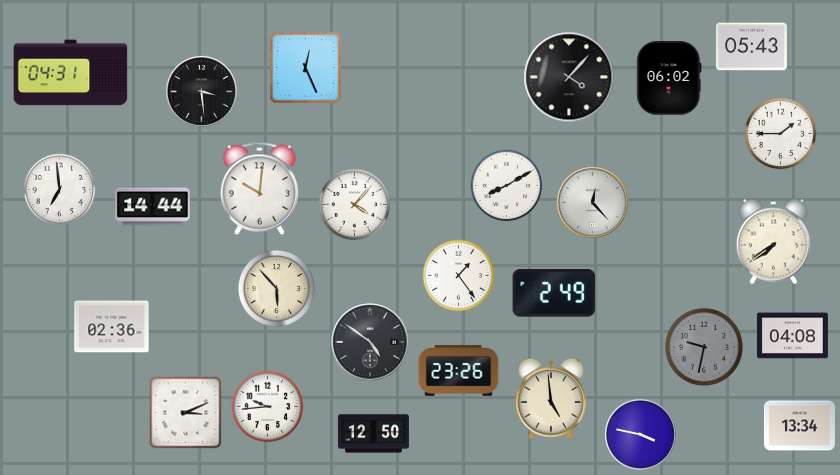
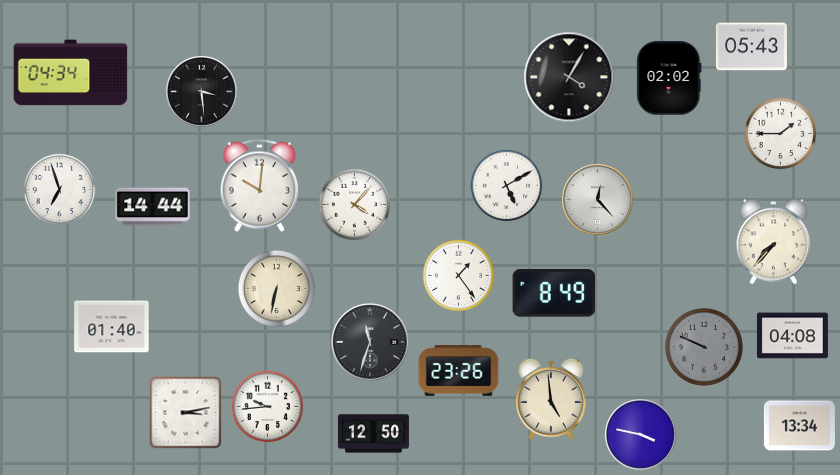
clock at (305, 67): 12:26 -> none
clock at (71, 73): 04:31 -> 04:34
clock at (569, 77): 4:07 -> 4:05
clock at (669, 78): 06:02 -> 02:02
clock at (507, 186): 8:10 -> 5:10
clock at (260, 188) position: (260, 188) -> (260, 185)
clock at (60, 190): 6:59 -> 6:57
clock at (592, 202) position: (592, 202) -> (597, 199)
clock at (774, 242): 7:39 -> 7:37
clock at (276, 288): 5:53 -> 6:32
clock at (554, 293): 2:49 -> 8:49
clock at (112, 327): 02:36 -> 01:40
clock at (370, 342): 4:51 -> 11:33
clock at (704, 347): 9:32 -> 9:49
clock at (186, 413): 3:11 -> 3:13
